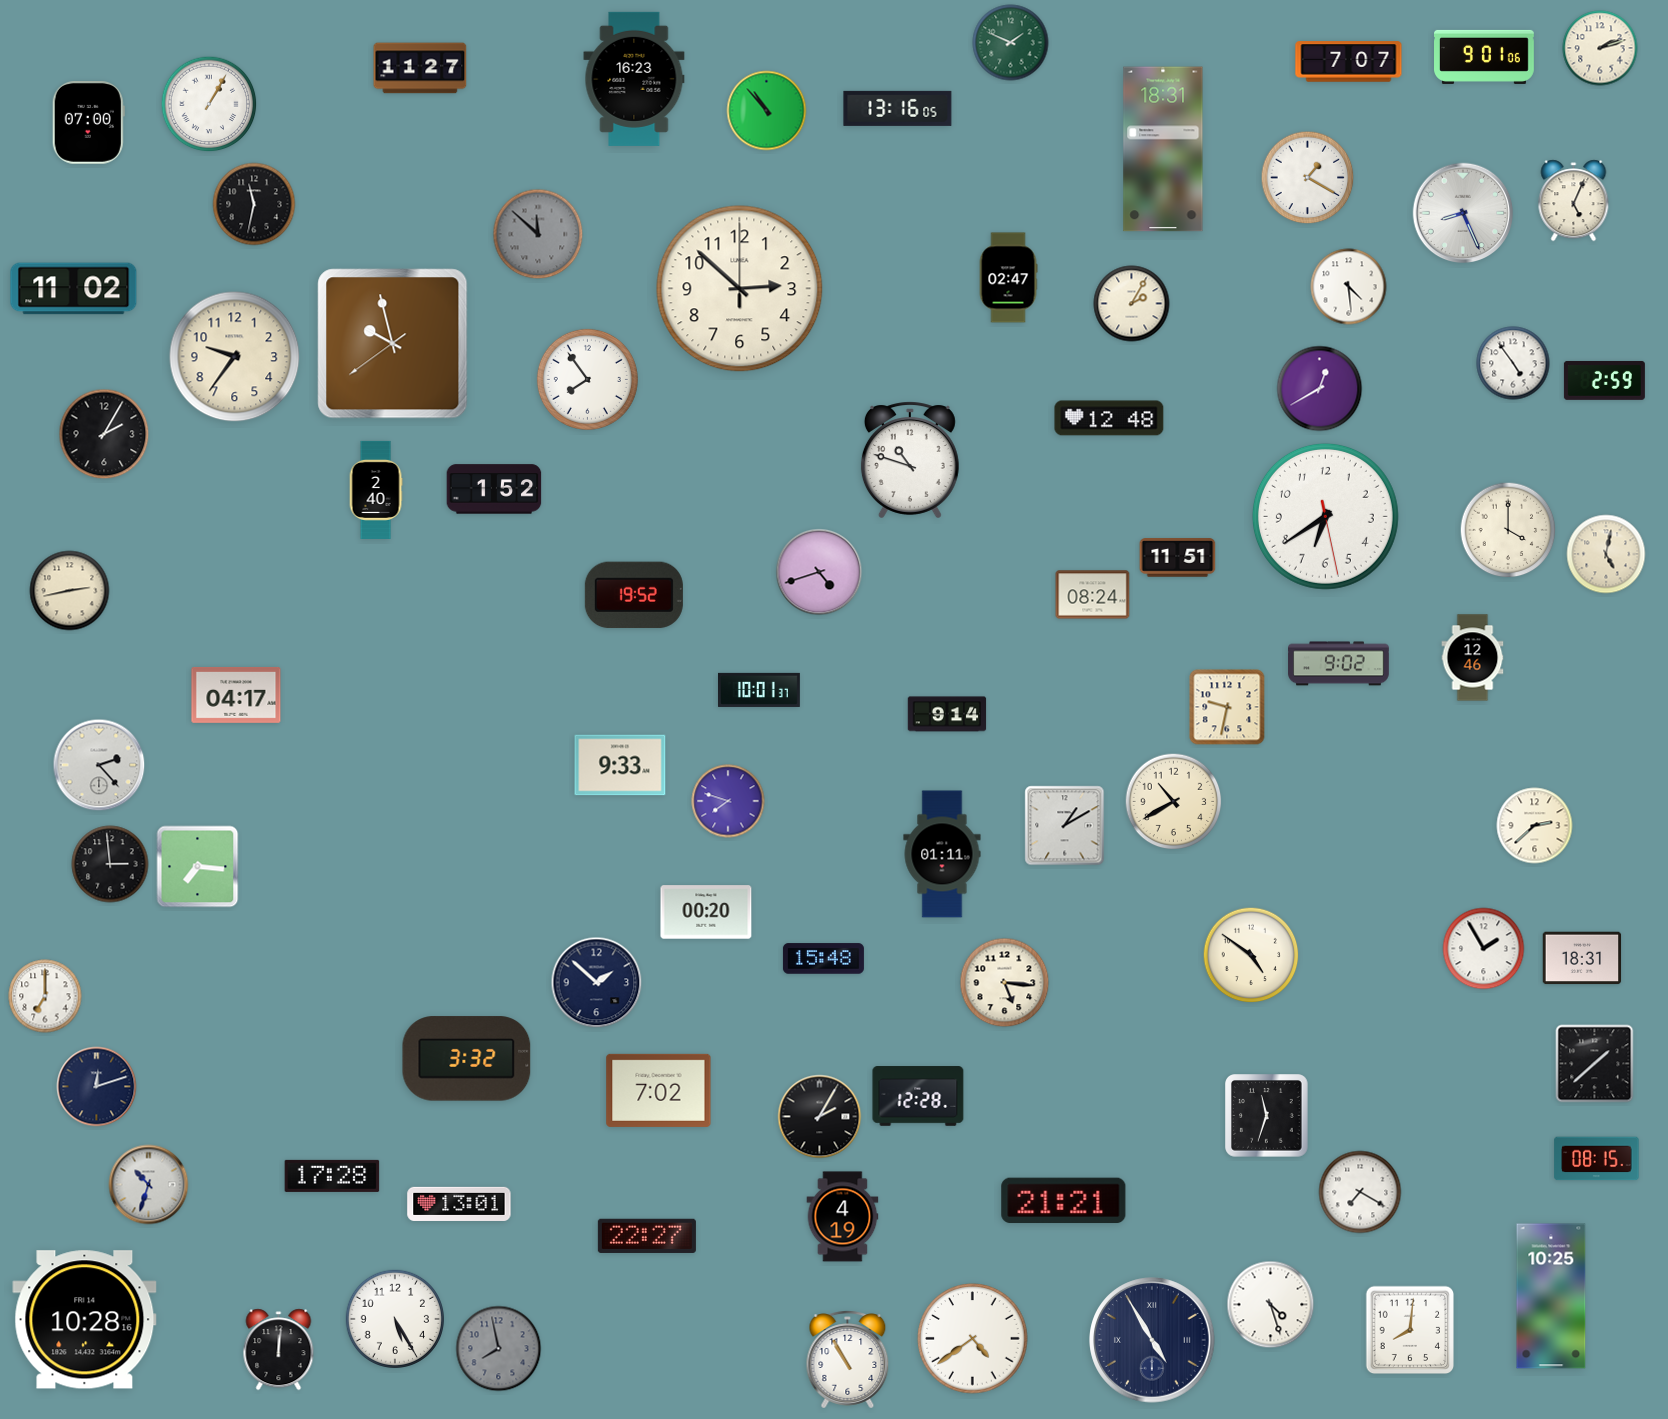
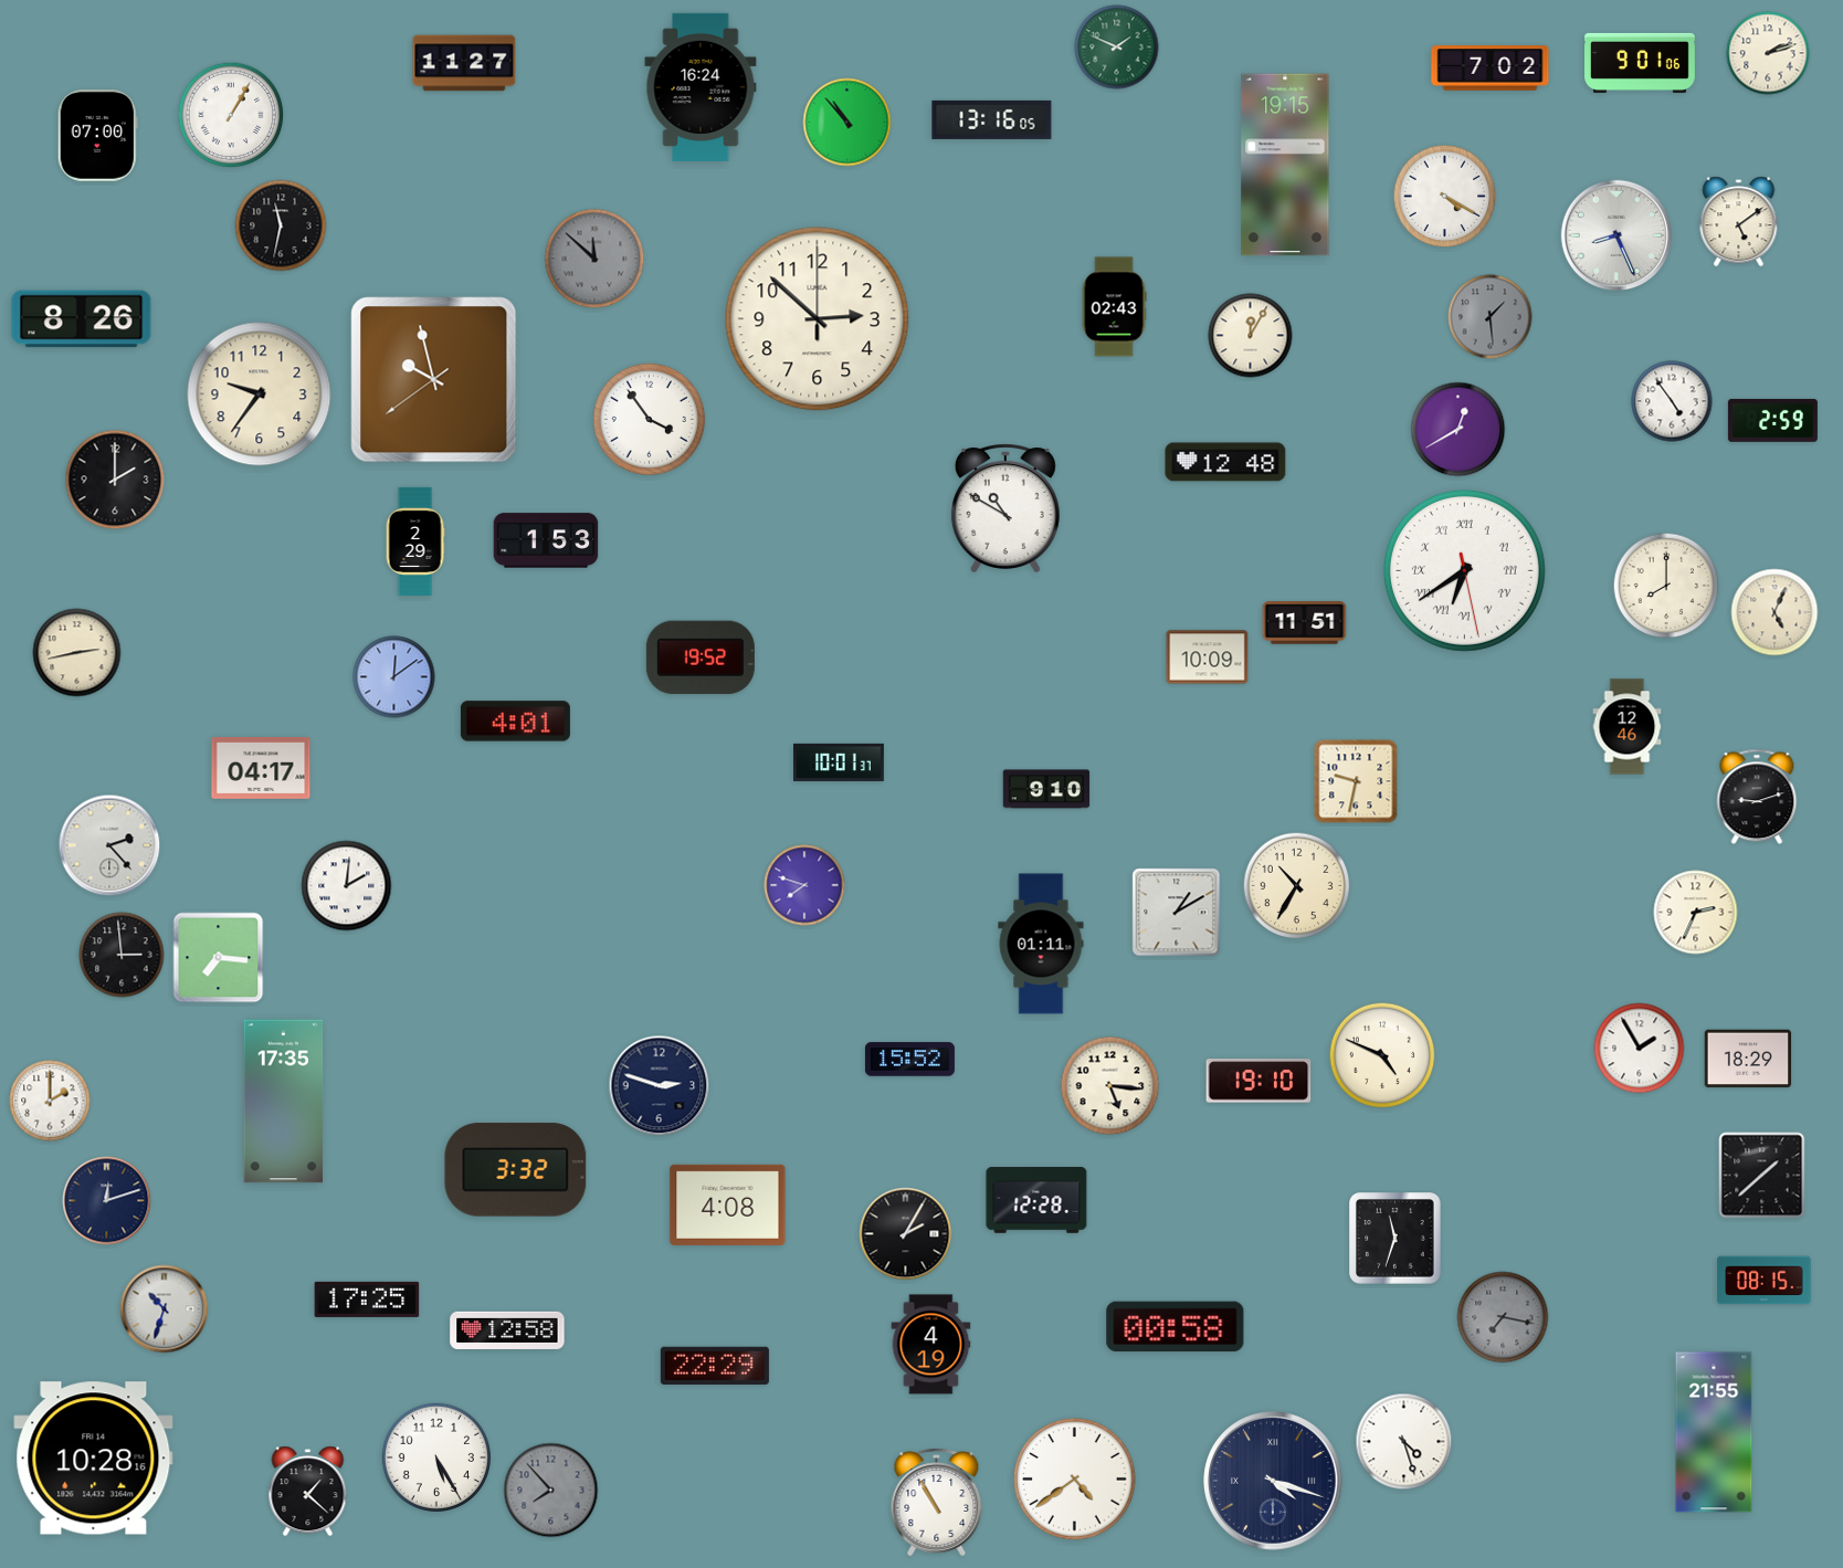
clock at (1349, 62): 7:07 -> 7:02
clock at (420, 68) position: (420, 68) -> (464, 63)
clock at (634, 79): 16:23 -> 16:24
clock at (1163, 149): 18:31 -> 19:15
clock at (1308, 178): 1:20 -> 4:20
clock at (1574, 201): 5:04 -> 5:09
clock at (1008, 278): 02:47 -> 02:43
clock at (1349, 287): 4:29 -> 1:29
clock at (1349, 287) dial: white -> grey
clock at (74, 289): 11:02 -> 8:26
clock at (1132, 304): 2:05 -> 12:05
clock at (587, 379): 7:54 -> 3:54
clock at (104, 434): 2:05 -> 2:00
clock at (910, 460): 10:48 -> 10:50
clock at (494, 489): 1:52 -> 1:53
clock at (376, 490): 2:40 -> 2:29
clock at (1325, 516) numerals: Arabic -> Roman
clock at (1508, 530): 4:00 -> 8:00
clock at (1606, 554): 5:02 -> 5:04
clock at (1178, 558) position: (1178, 558) -> (1305, 623)
clock at (819, 572): 4:42 -> none
clock at (1093, 595): 08:24 -> 10:09
clock at (394, 677): none -> 12:09
clock at (515, 722): none -> 4:01
clock at (1339, 664): 9:02 -> none
clock at (947, 714): 9:14 -> 9:10
clock at (1757, 797): none -> 9:12
clock at (620, 765): 9:33 -> none
clock at (347, 886): none -> 2:01
clock at (1174, 802): 10:40 -> 10:35
clock at (1535, 826): 2:38 -> 2:34
clock at (706, 912): 00:20 -> none
clock at (1251, 955): 4:51 -> 4:49
clock at (1582, 958): 18:31 -> 18:29
clock at (823, 959): 15:48 -> 15:52
clock at (1258, 1081): none -> 19:10
clock at (597, 983): 1:52 -> 2:48
clock at (45, 996): 7:00 -> 2:00
clock at (284, 1102): none -> 17:35
clock at (659, 1090): 7:02 -> 4:08
clock at (918, 1096) position: (918, 1096) -> (1036, 1200)
clock at (1267, 1116) position: (1267, 1116) -> (1396, 1239)
clock at (332, 1176): 17:28 -> 17:25
clock at (1360, 1192): 7:20 -> 7:17
clock at (1360, 1192) dial: white -> grey
clock at (1064, 1201): 21:21 -> 00:58
clock at (459, 1204): 13:01 -> 12:58
clock at (647, 1236): 22:27 -> 22:29
clock at (1551, 1296): 10:25 -> 21:55
clock at (1410, 1330): 8:01 -> none
clock at (1152, 1340): 4:55 -> 4:18
clock at (499, 1349): 7:58 -> 7:53
clock at (279, 1350): 12:01 -> 1:22
